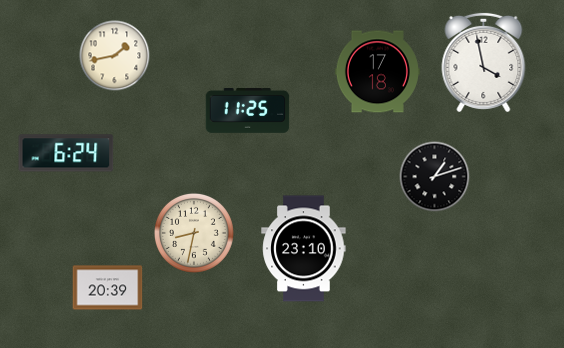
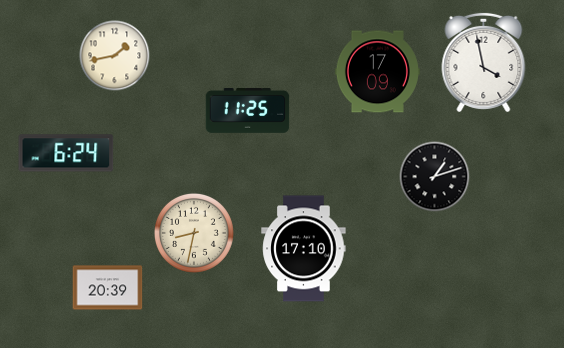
clock at (377, 72): 17:18 -> 17:09
clock at (304, 249): 23:10 -> 17:10
